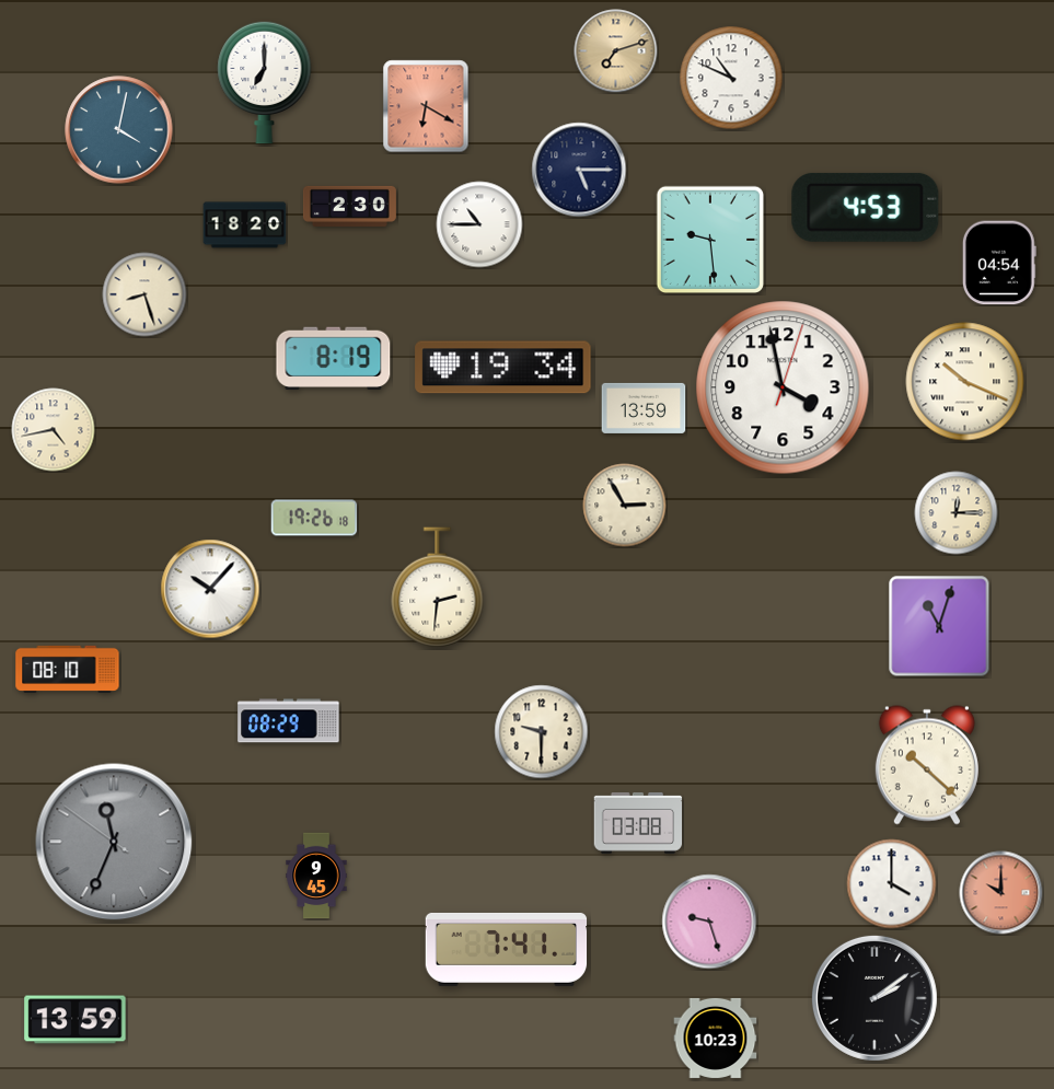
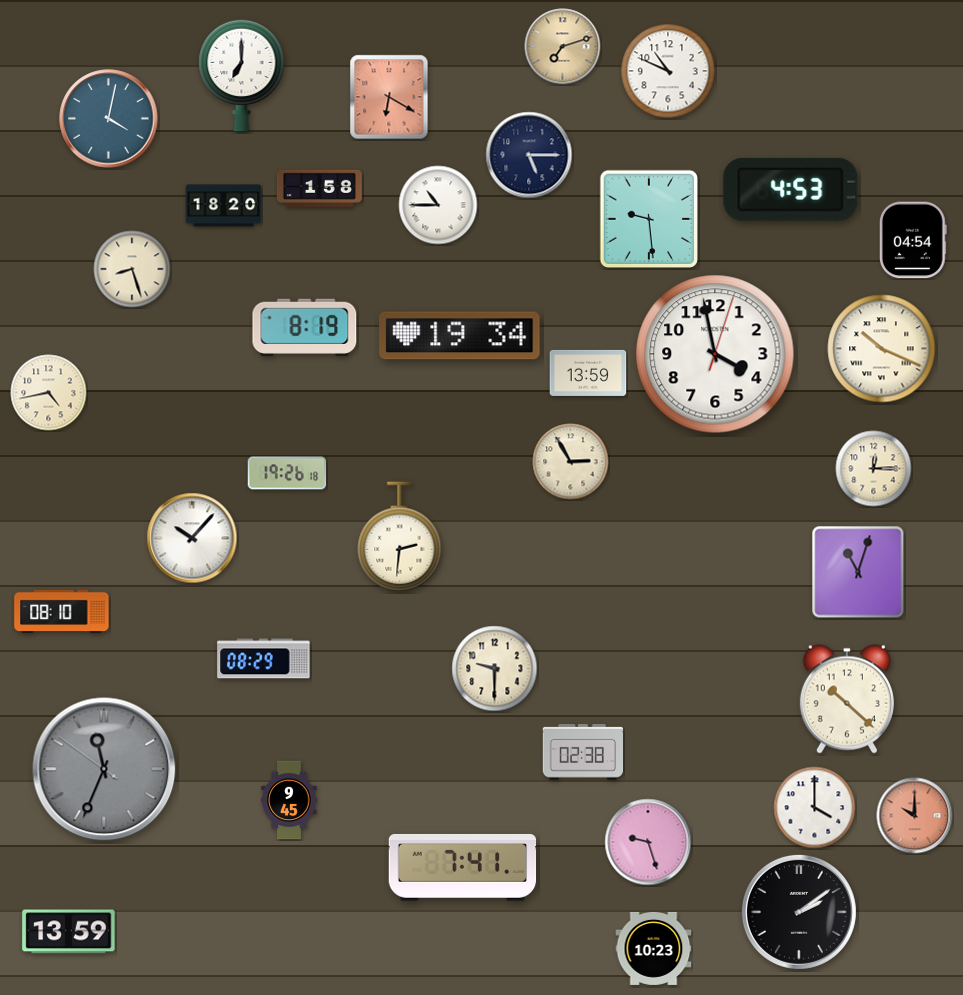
clock at (349, 206): 2:30 -> 1:58
clock at (638, 823): 03:08 -> 02:38
